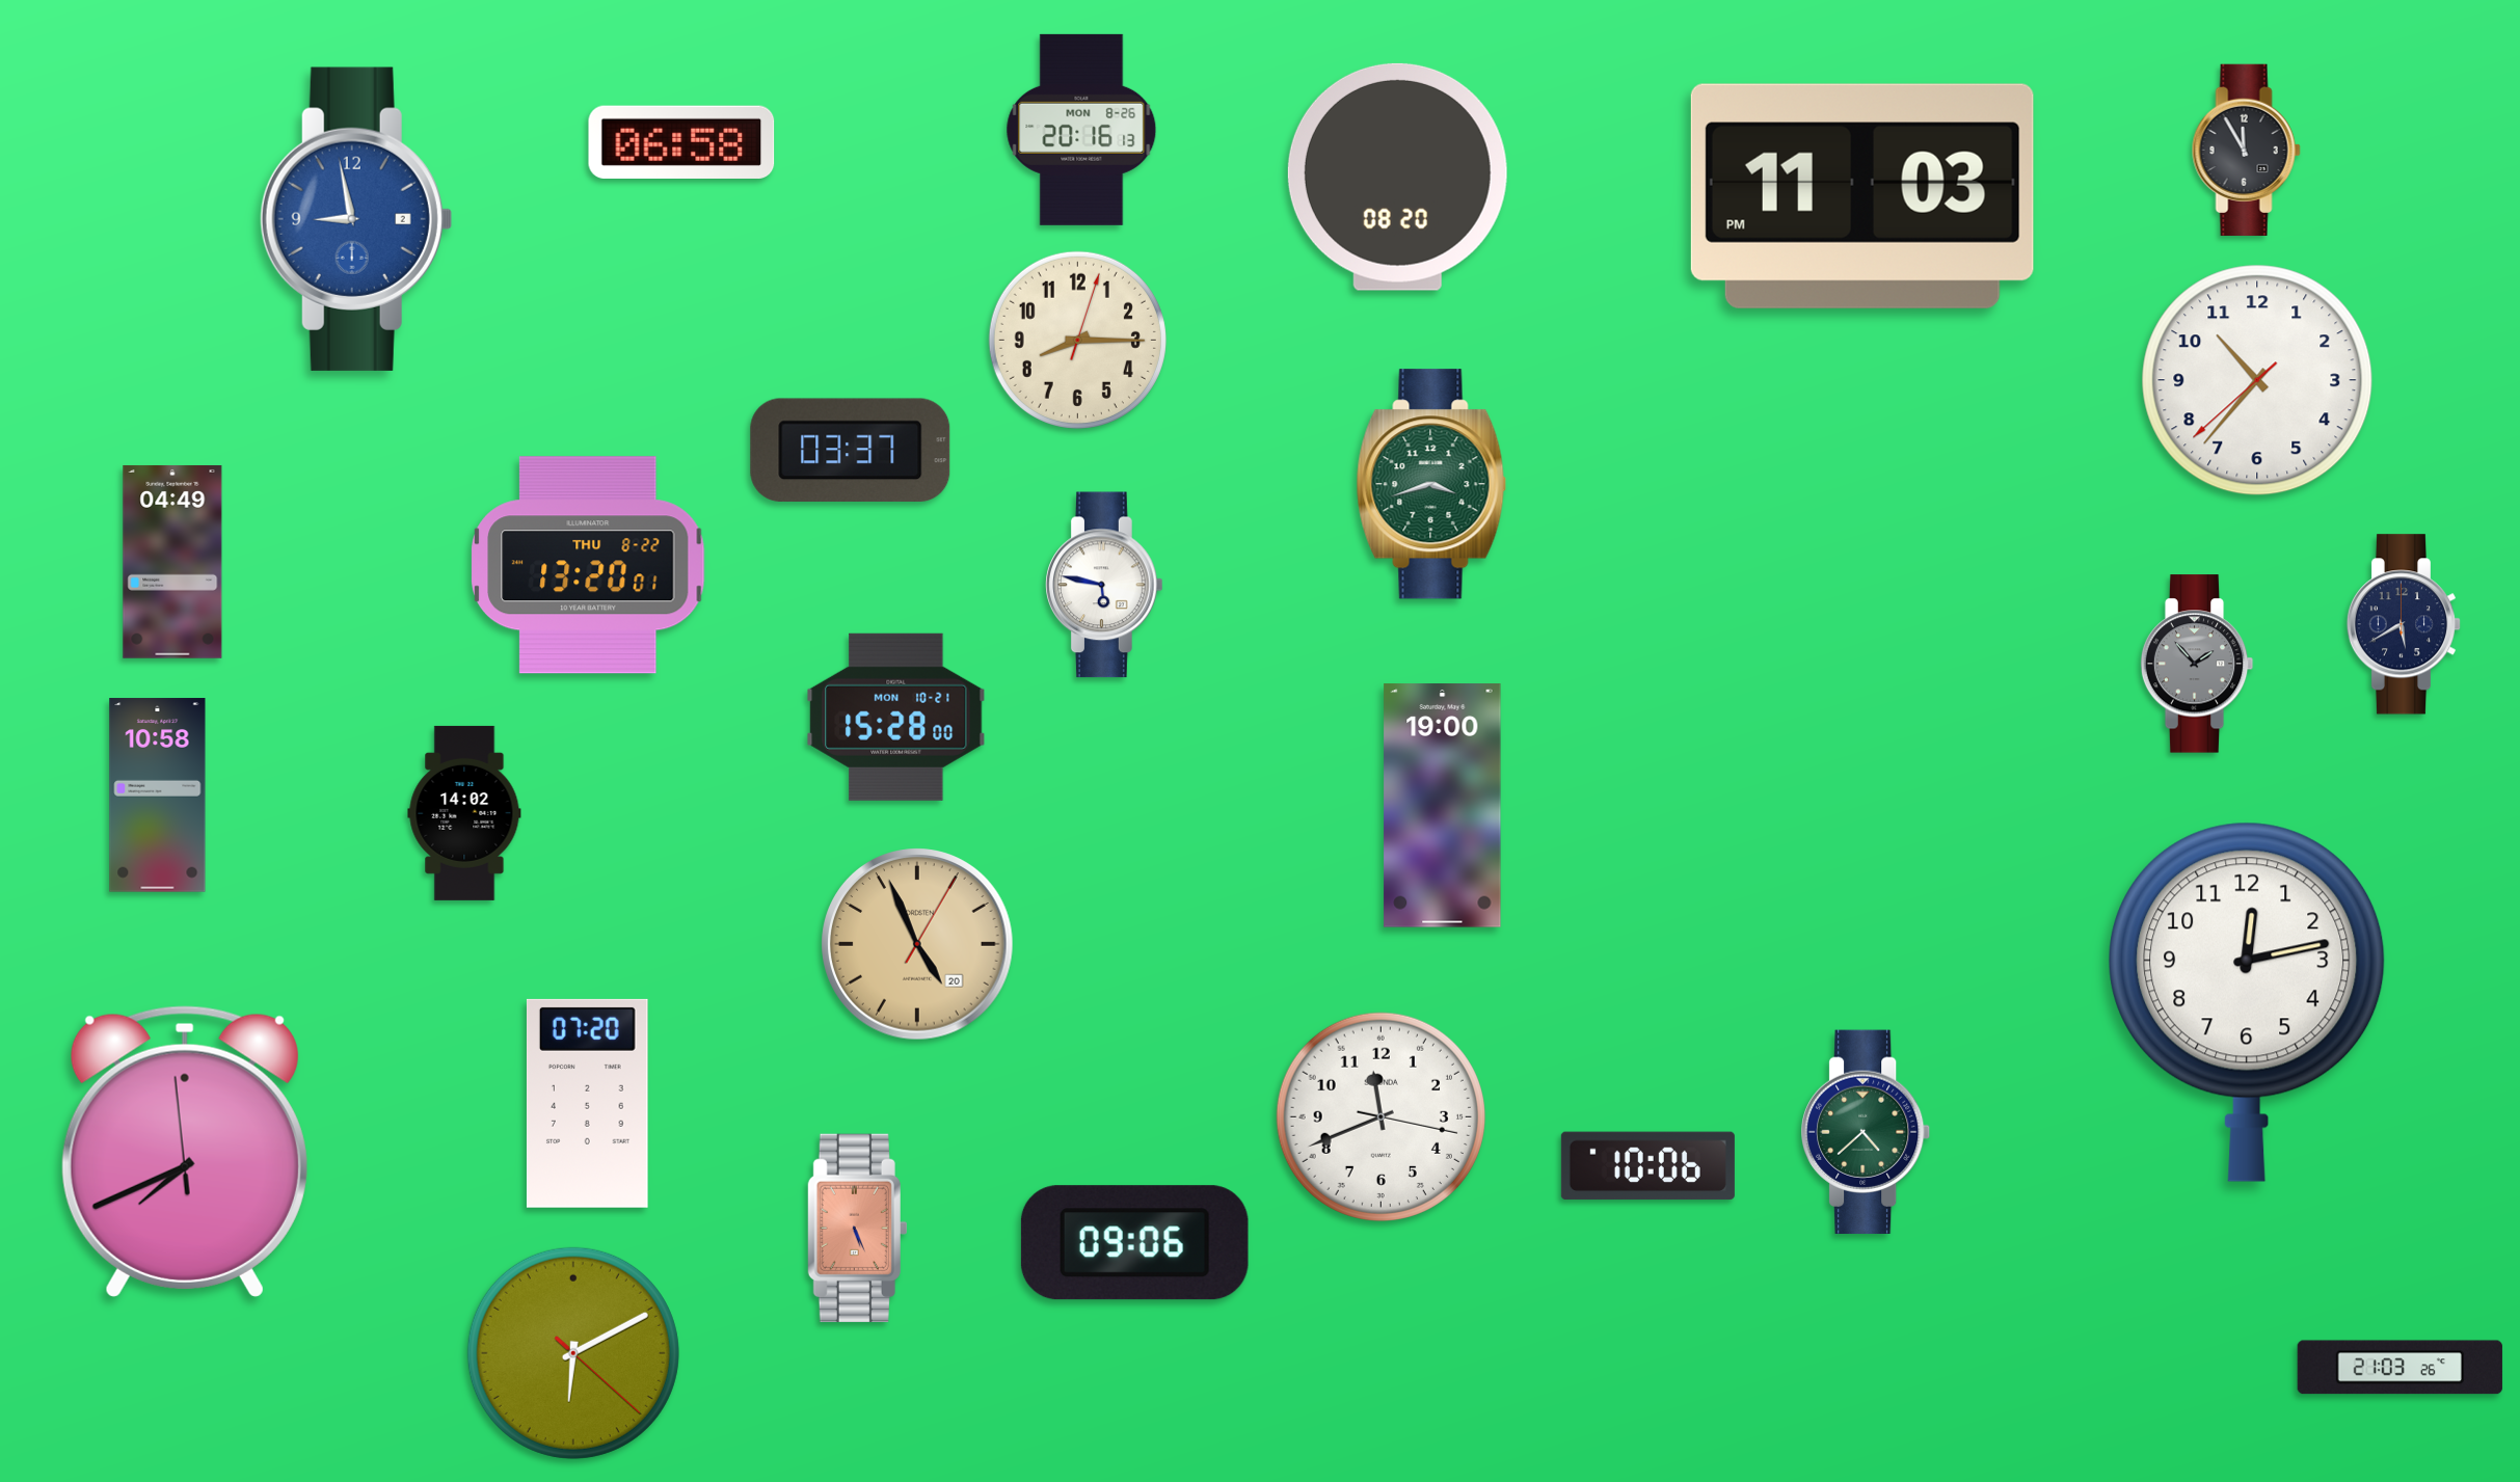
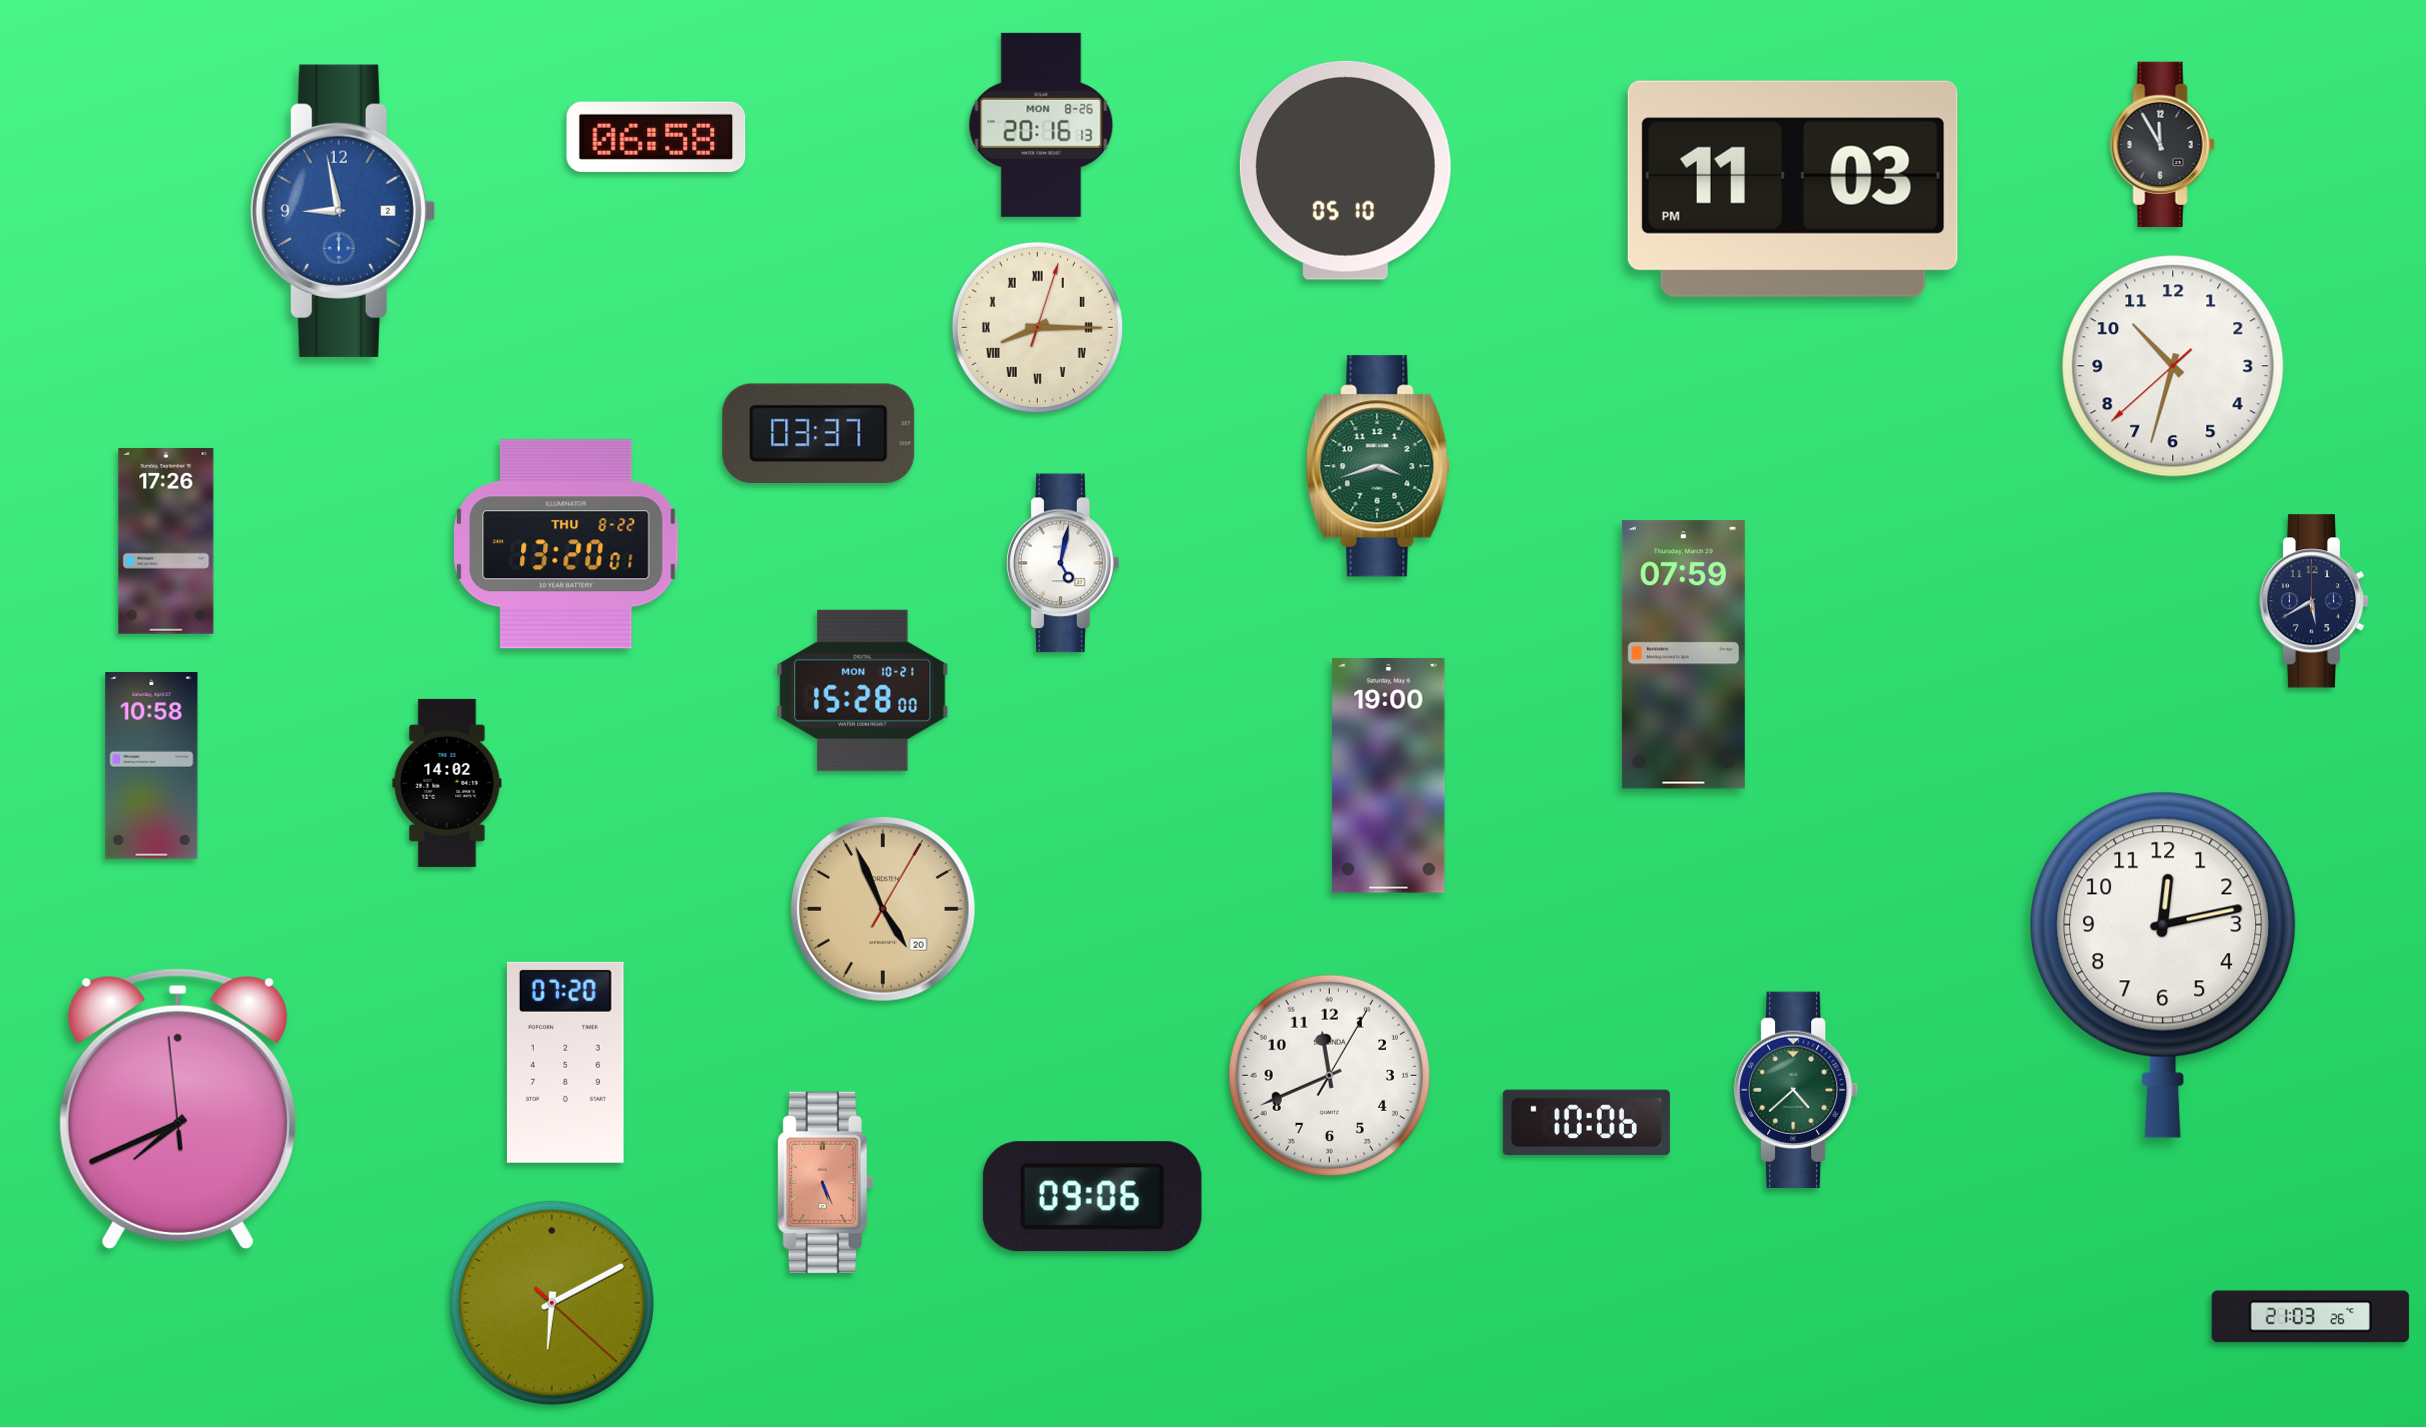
clock at (1397, 177): 08:20 -> 05:10
clock at (1077, 340) numerals: Arabic -> Roman
clock at (2257, 380): 10:36 -> 10:32
clock at (172, 562): 04:49 -> 17:26
clock at (1105, 585): 5:47 -> 5:02
clock at (2197, 664): 1:53 -> none
clock at (1683, 655): none -> 07:59
clock at (1380, 1116): 11:41:17 -> 11:41:05
